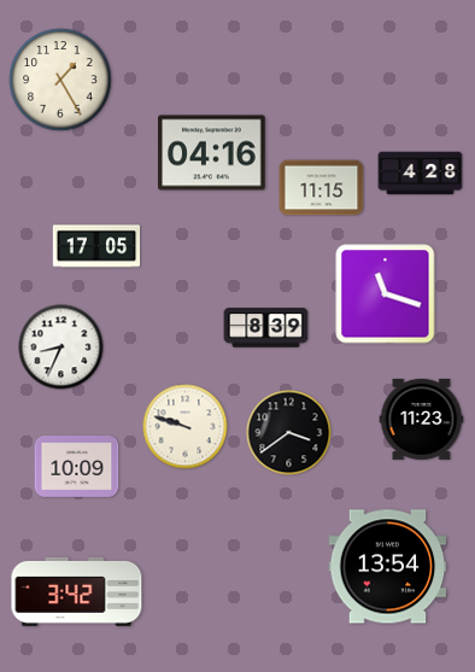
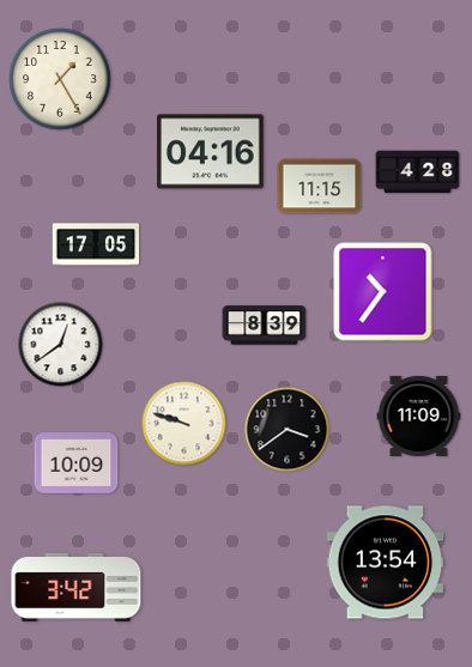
clock at (386, 294): 11:18 -> 10:36
clock at (61, 347): 8:34 -> 12:39
clock at (422, 419): 11:23 -> 11:09
